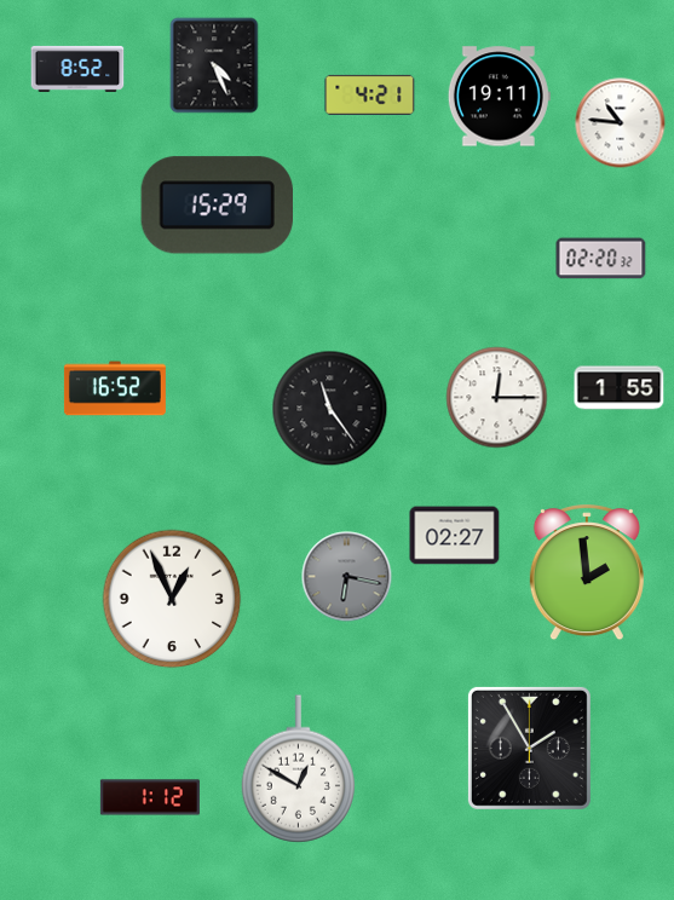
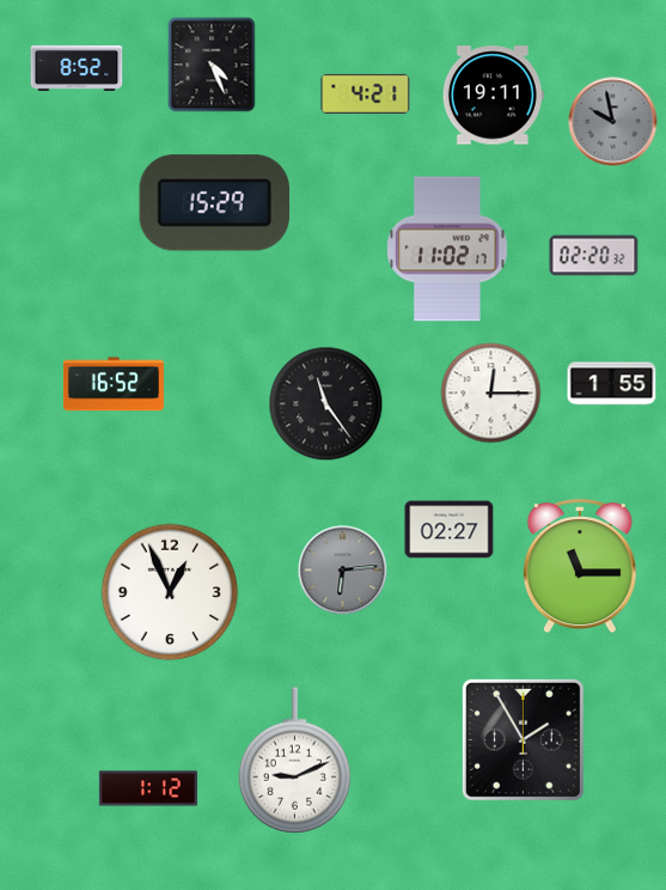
clock at (621, 123): 10:46 -> 9:58
clock at (621, 123) dial: white -> grey
clock at (447, 249): none -> 11:02
clock at (587, 573): 1:59 -> 11:15
clock at (347, 577): 6:17 -> 6:14
clock at (298, 769): 12:50 -> 9:11
